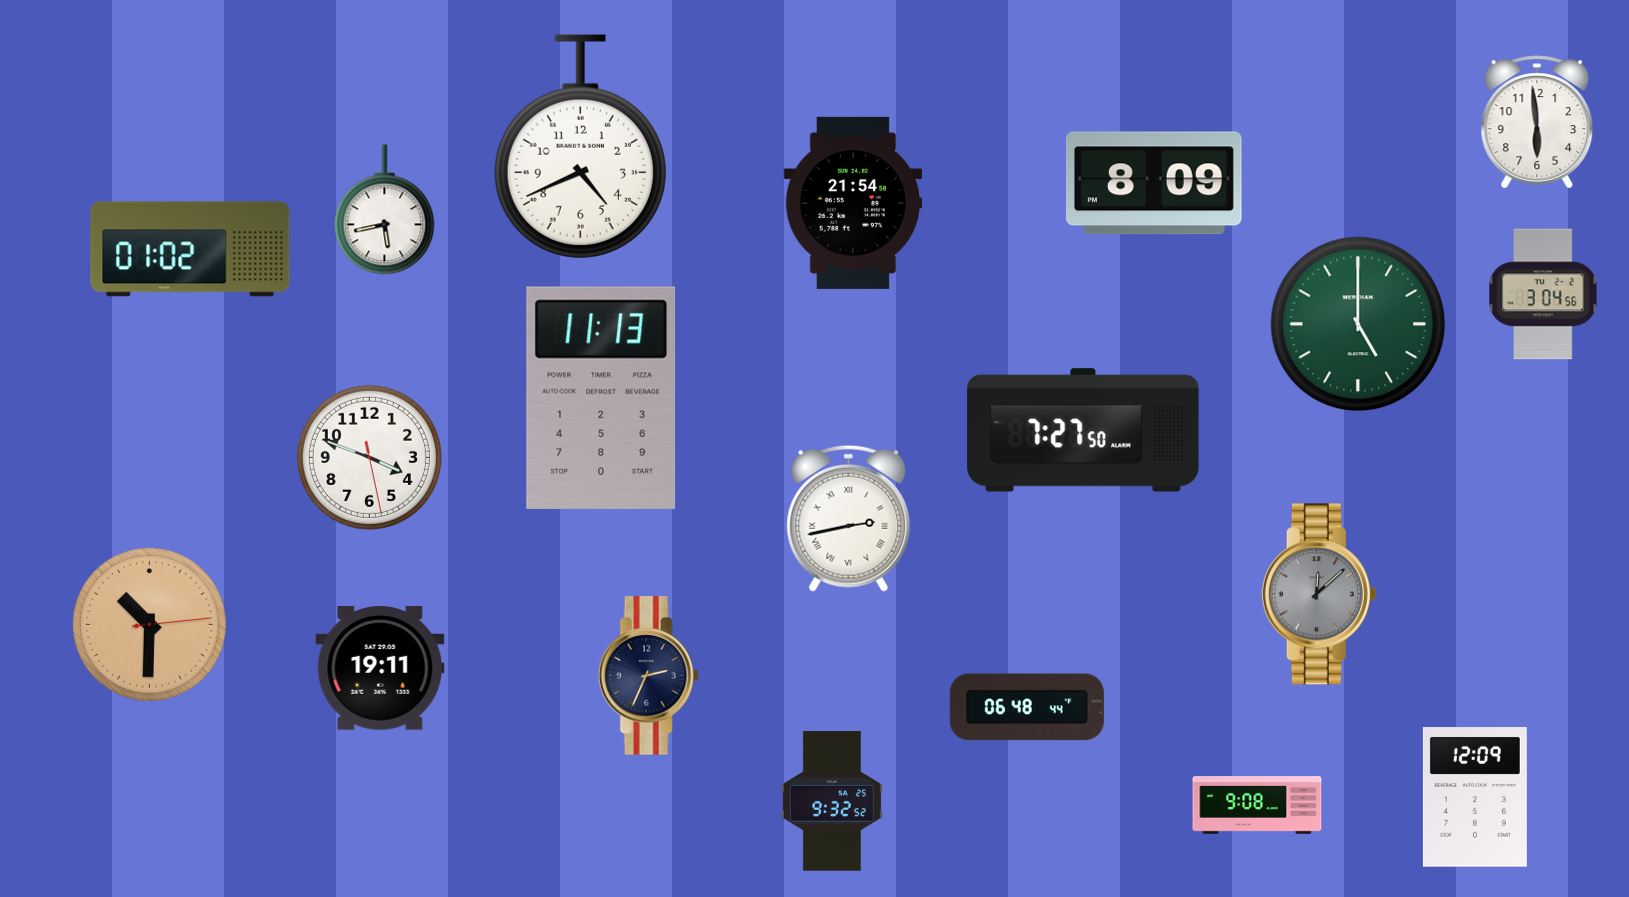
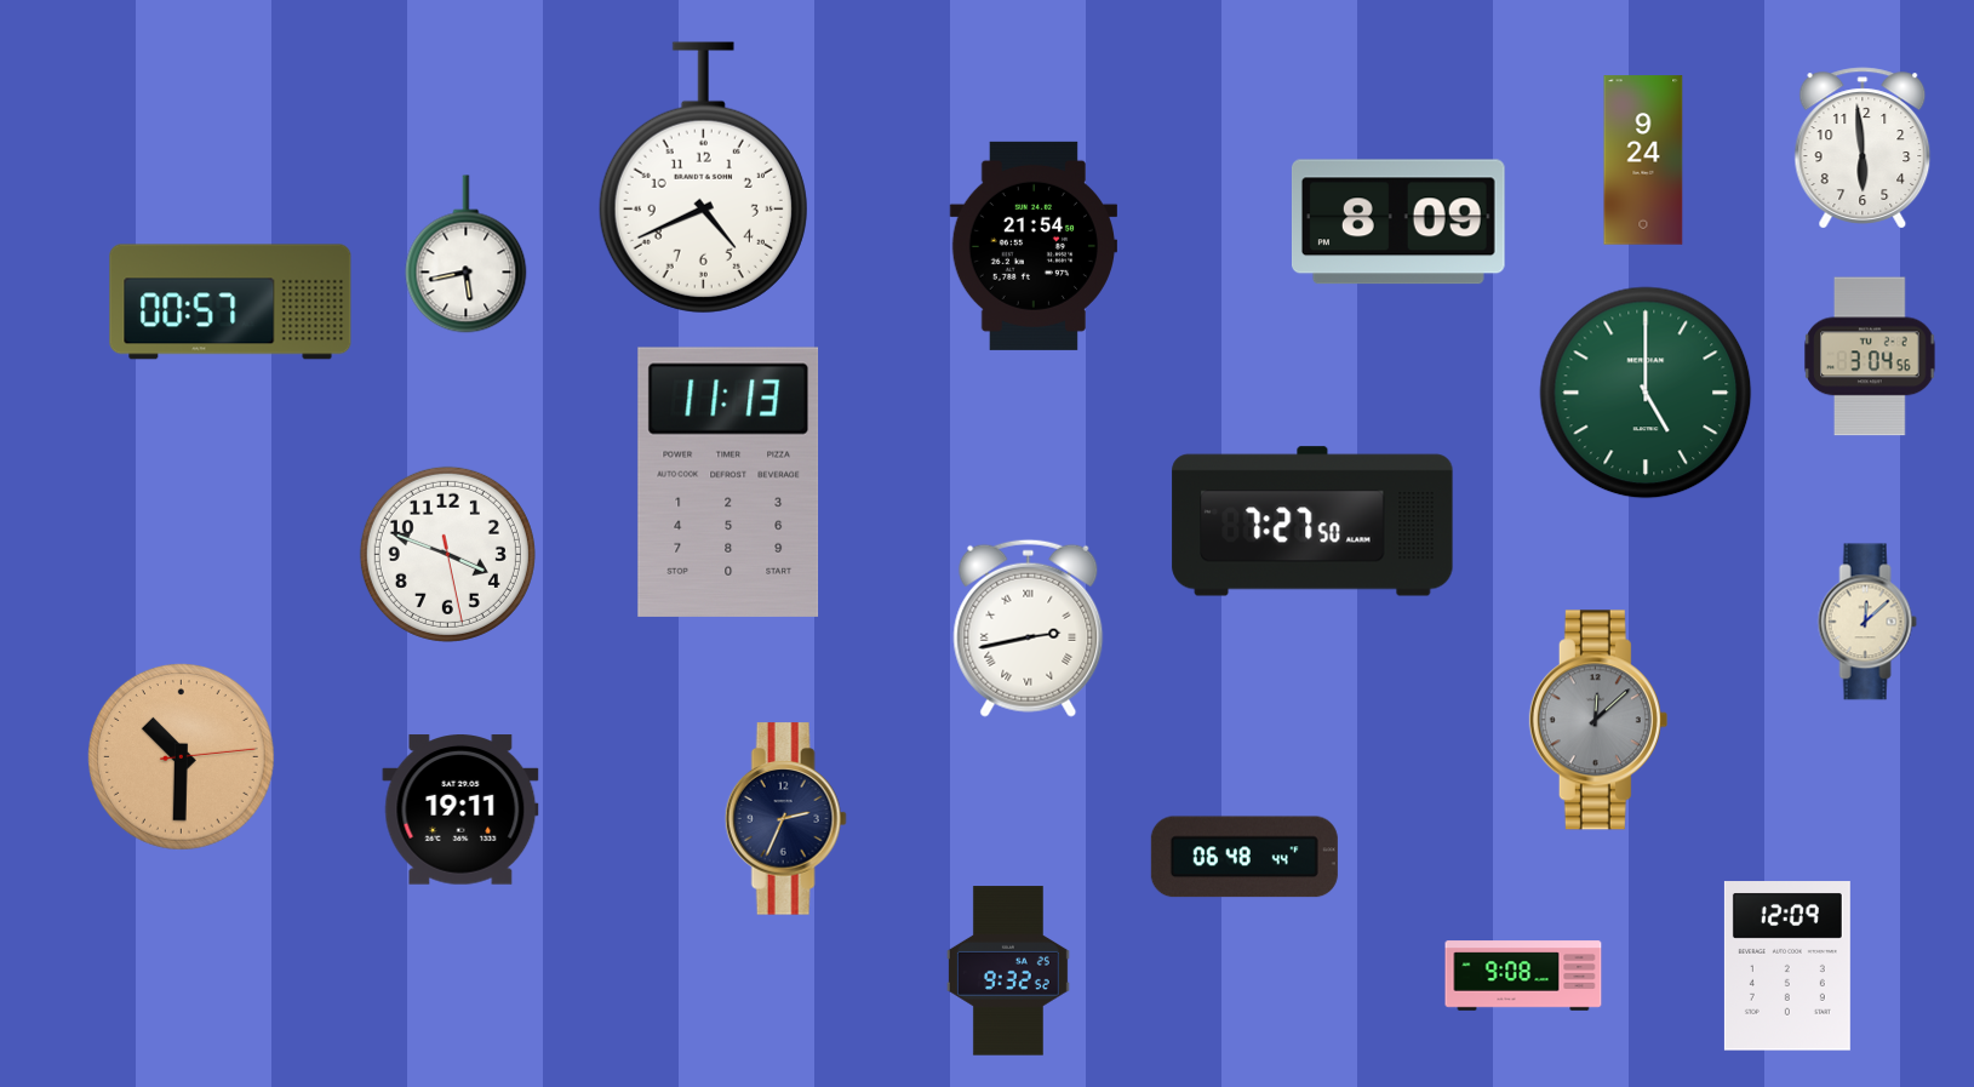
clock at (1643, 160): none -> 9:24
clock at (190, 249): 01:02 -> 00:57
clock at (1867, 622): none -> 12:08
